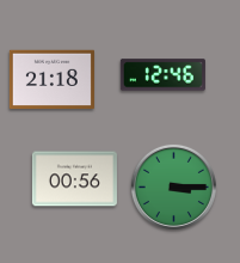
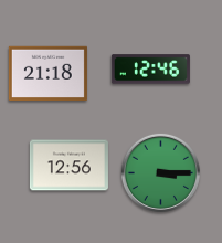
clock at (74, 179): 00:56 -> 12:56
